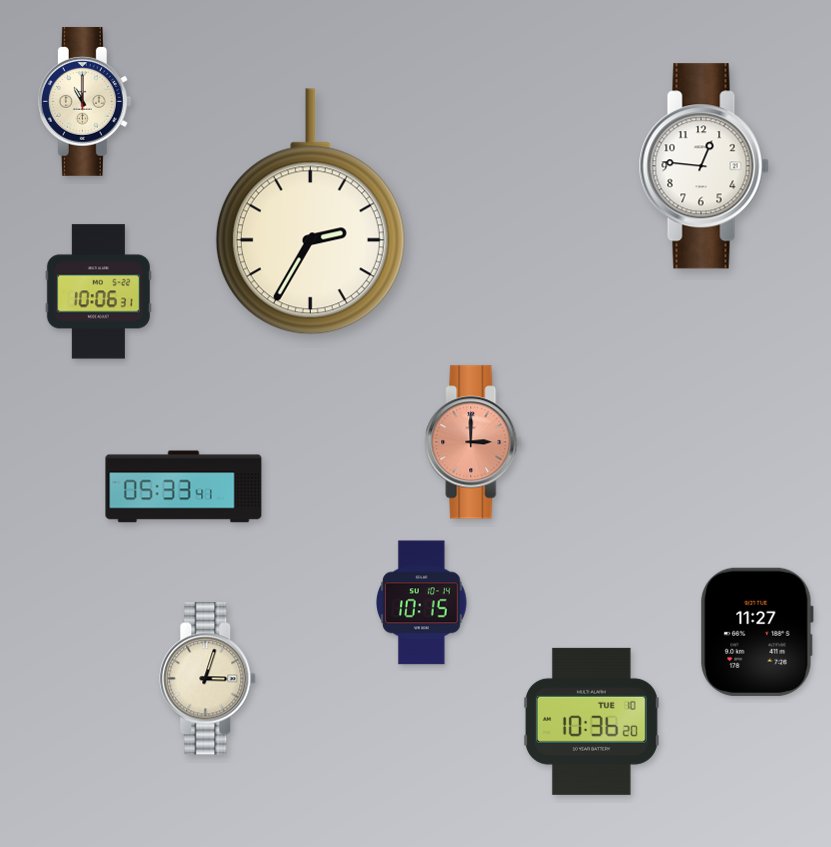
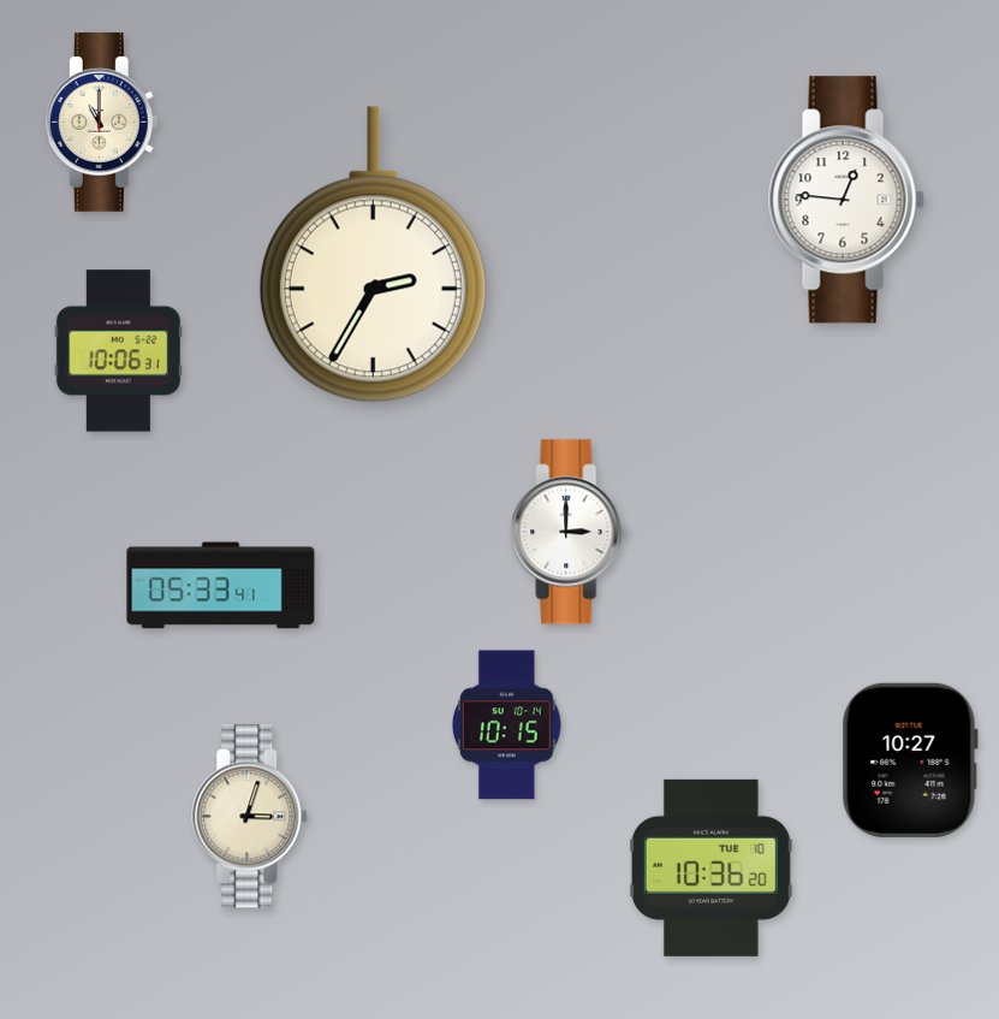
clock at (473, 442) dial: salmon -> white
clock at (757, 632): 11:27 -> 10:27
